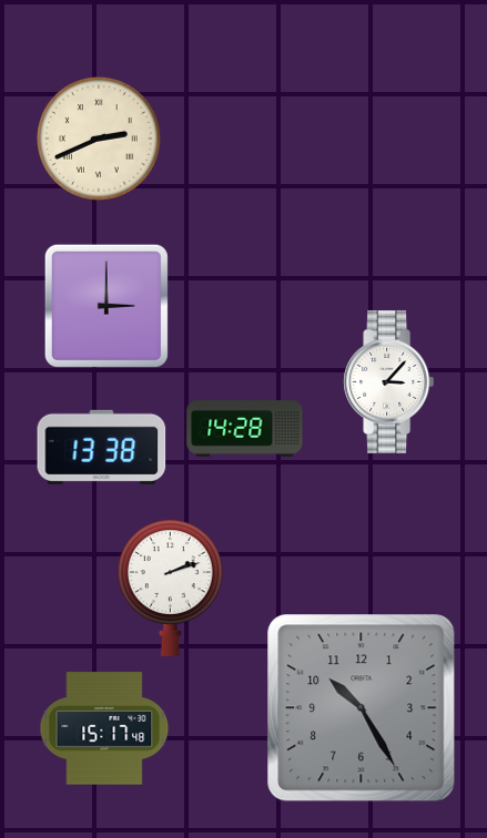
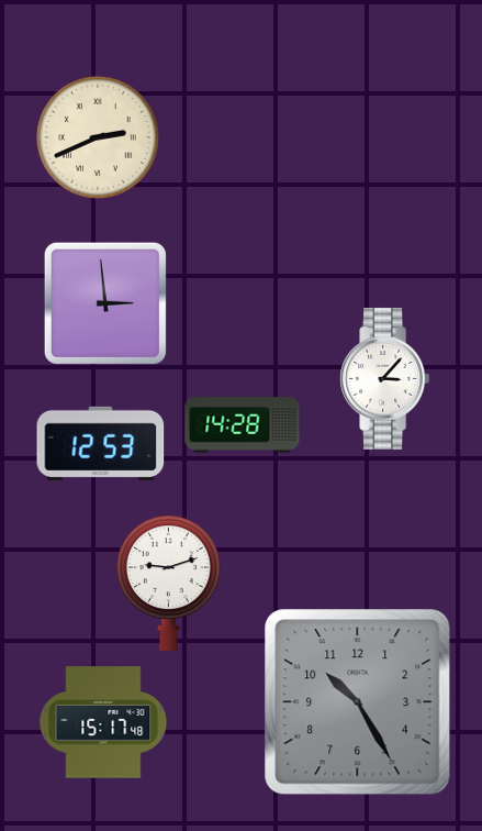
clock at (106, 306): 3:00 -> 2:59
clock at (102, 447): 13:38 -> 12:53
clock at (170, 587): 2:12 -> 9:12
